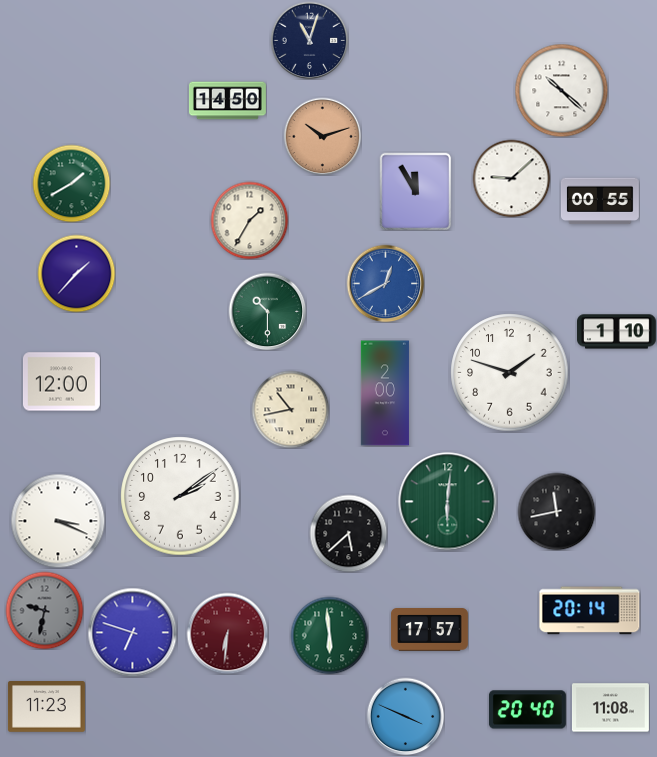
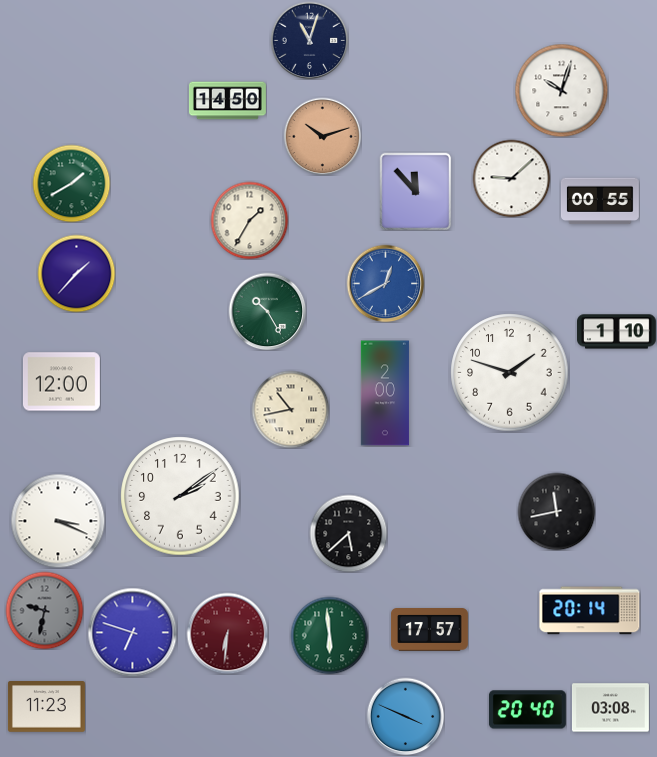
clock at (561, 90): 10:22 -> 10:03
clock at (416, 191): 11:55 -> 11:53
clock at (267, 311): 10:30 -> 10:25
clock at (448, 502): 6:01 -> none
clock at (610, 708): 11:08 -> 03:08
